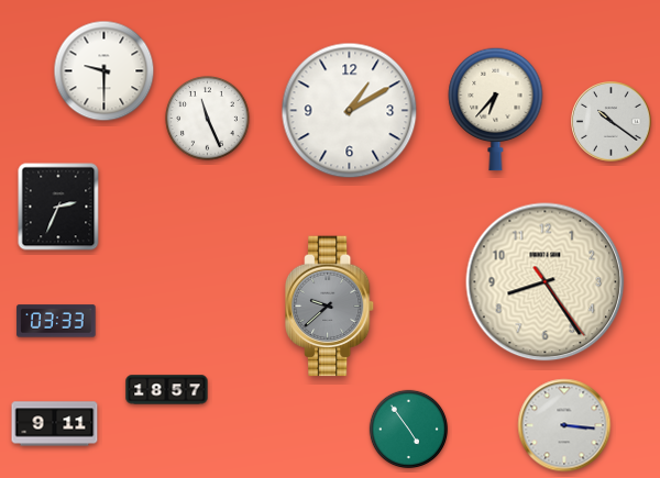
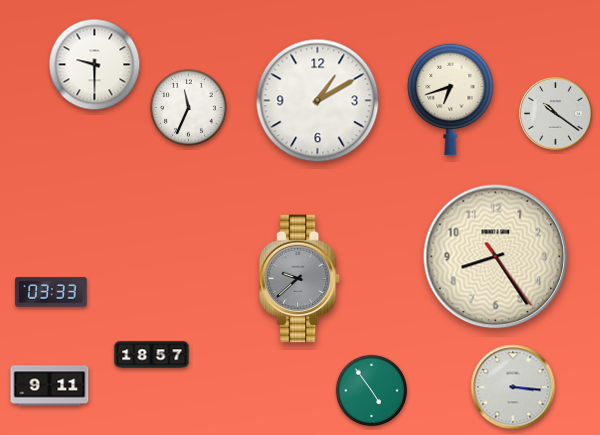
clock at (496, 109): 6:37 -> 6:42
clock at (208, 119): 11:26 -> 11:34
clock at (612, 122) position: (612, 122) -> (556, 114)
clock at (58, 207): 2:34 -> none
